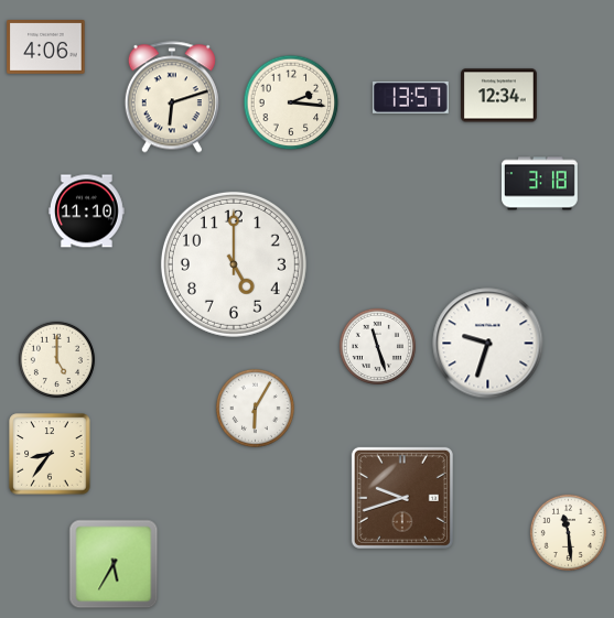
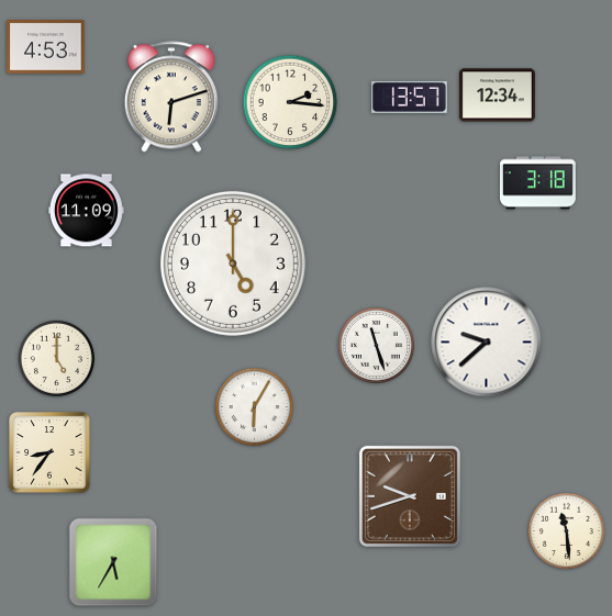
clock at (46, 47): 4:06 -> 4:53
clock at (87, 212): 11:10 -> 11:09
clock at (488, 344): 9:33 -> 9:38
clock at (402, 498) position: (402, 498) -> (410, 496)
